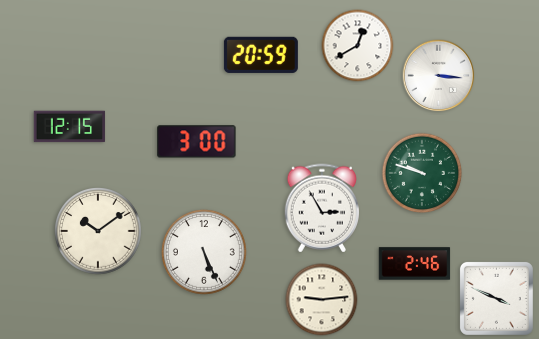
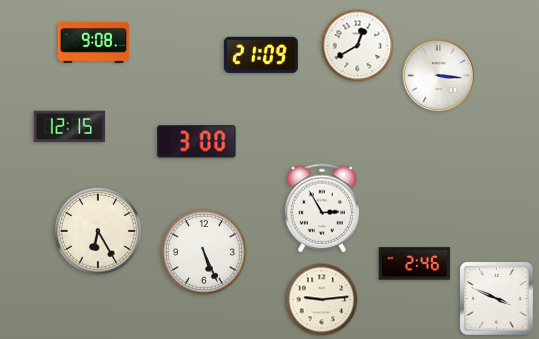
clock at (94, 42): none -> 9:08
clock at (261, 55): 20:59 -> 21:09
clock at (422, 173): 9:48 -> none
clock at (99, 232): 10:09 -> 6:25
